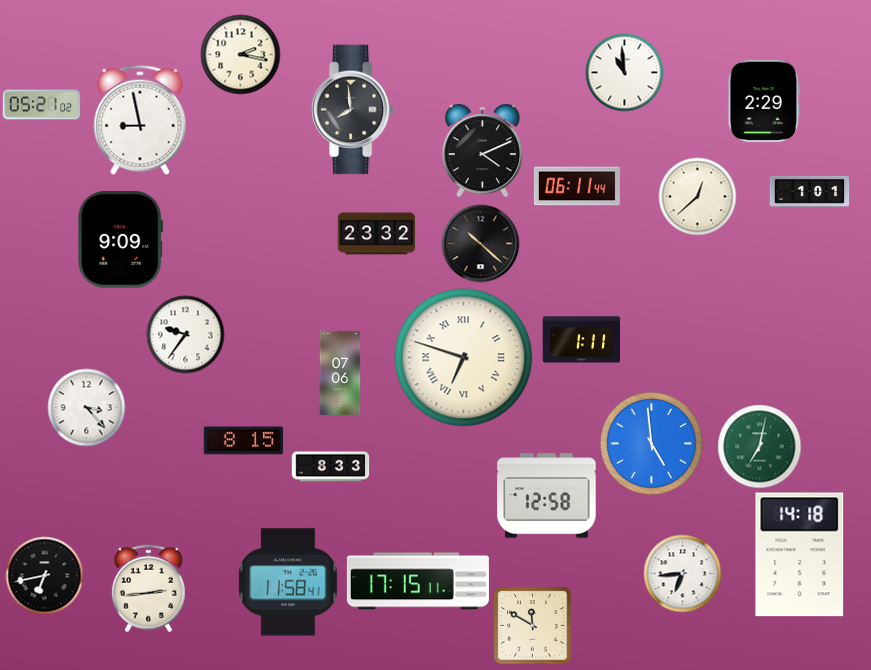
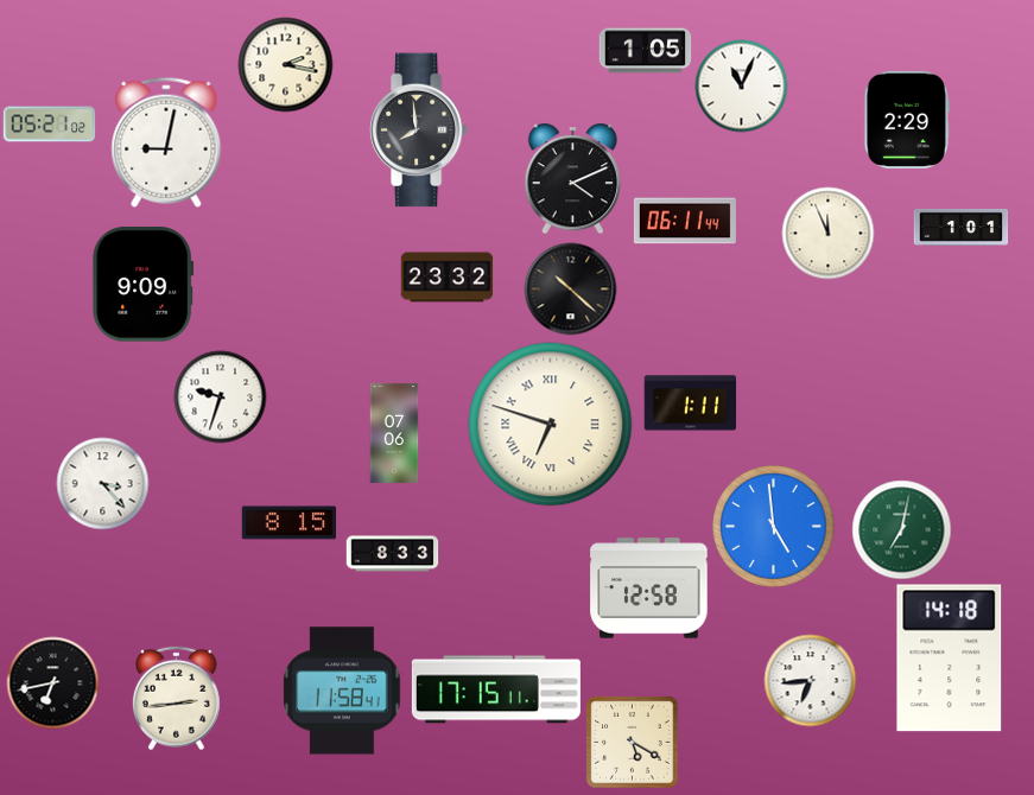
clock at (645, 51): none -> 1:05
clock at (624, 72): 10:59 -> 11:04
clock at (140, 120): 8:58 -> 9:02
clock at (697, 196): 12:38 -> 11:56
clock at (185, 334): 9:36 -> 9:33
clock at (340, 373) position: (340, 373) -> (394, 433)
clock at (532, 625): 11:50 -> 5:20
